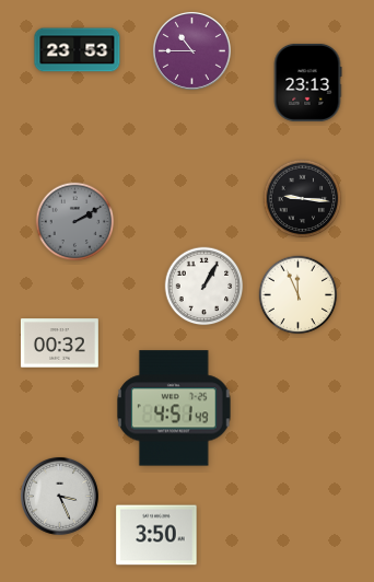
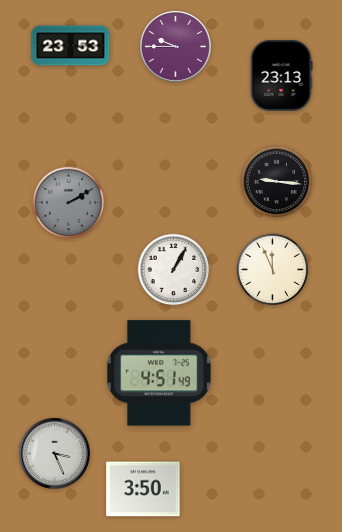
clock at (191, 50): 10:45 -> 9:45
clock at (204, 287) position: (204, 287) -> (174, 270)
clock at (59, 344): 00:32 -> none
